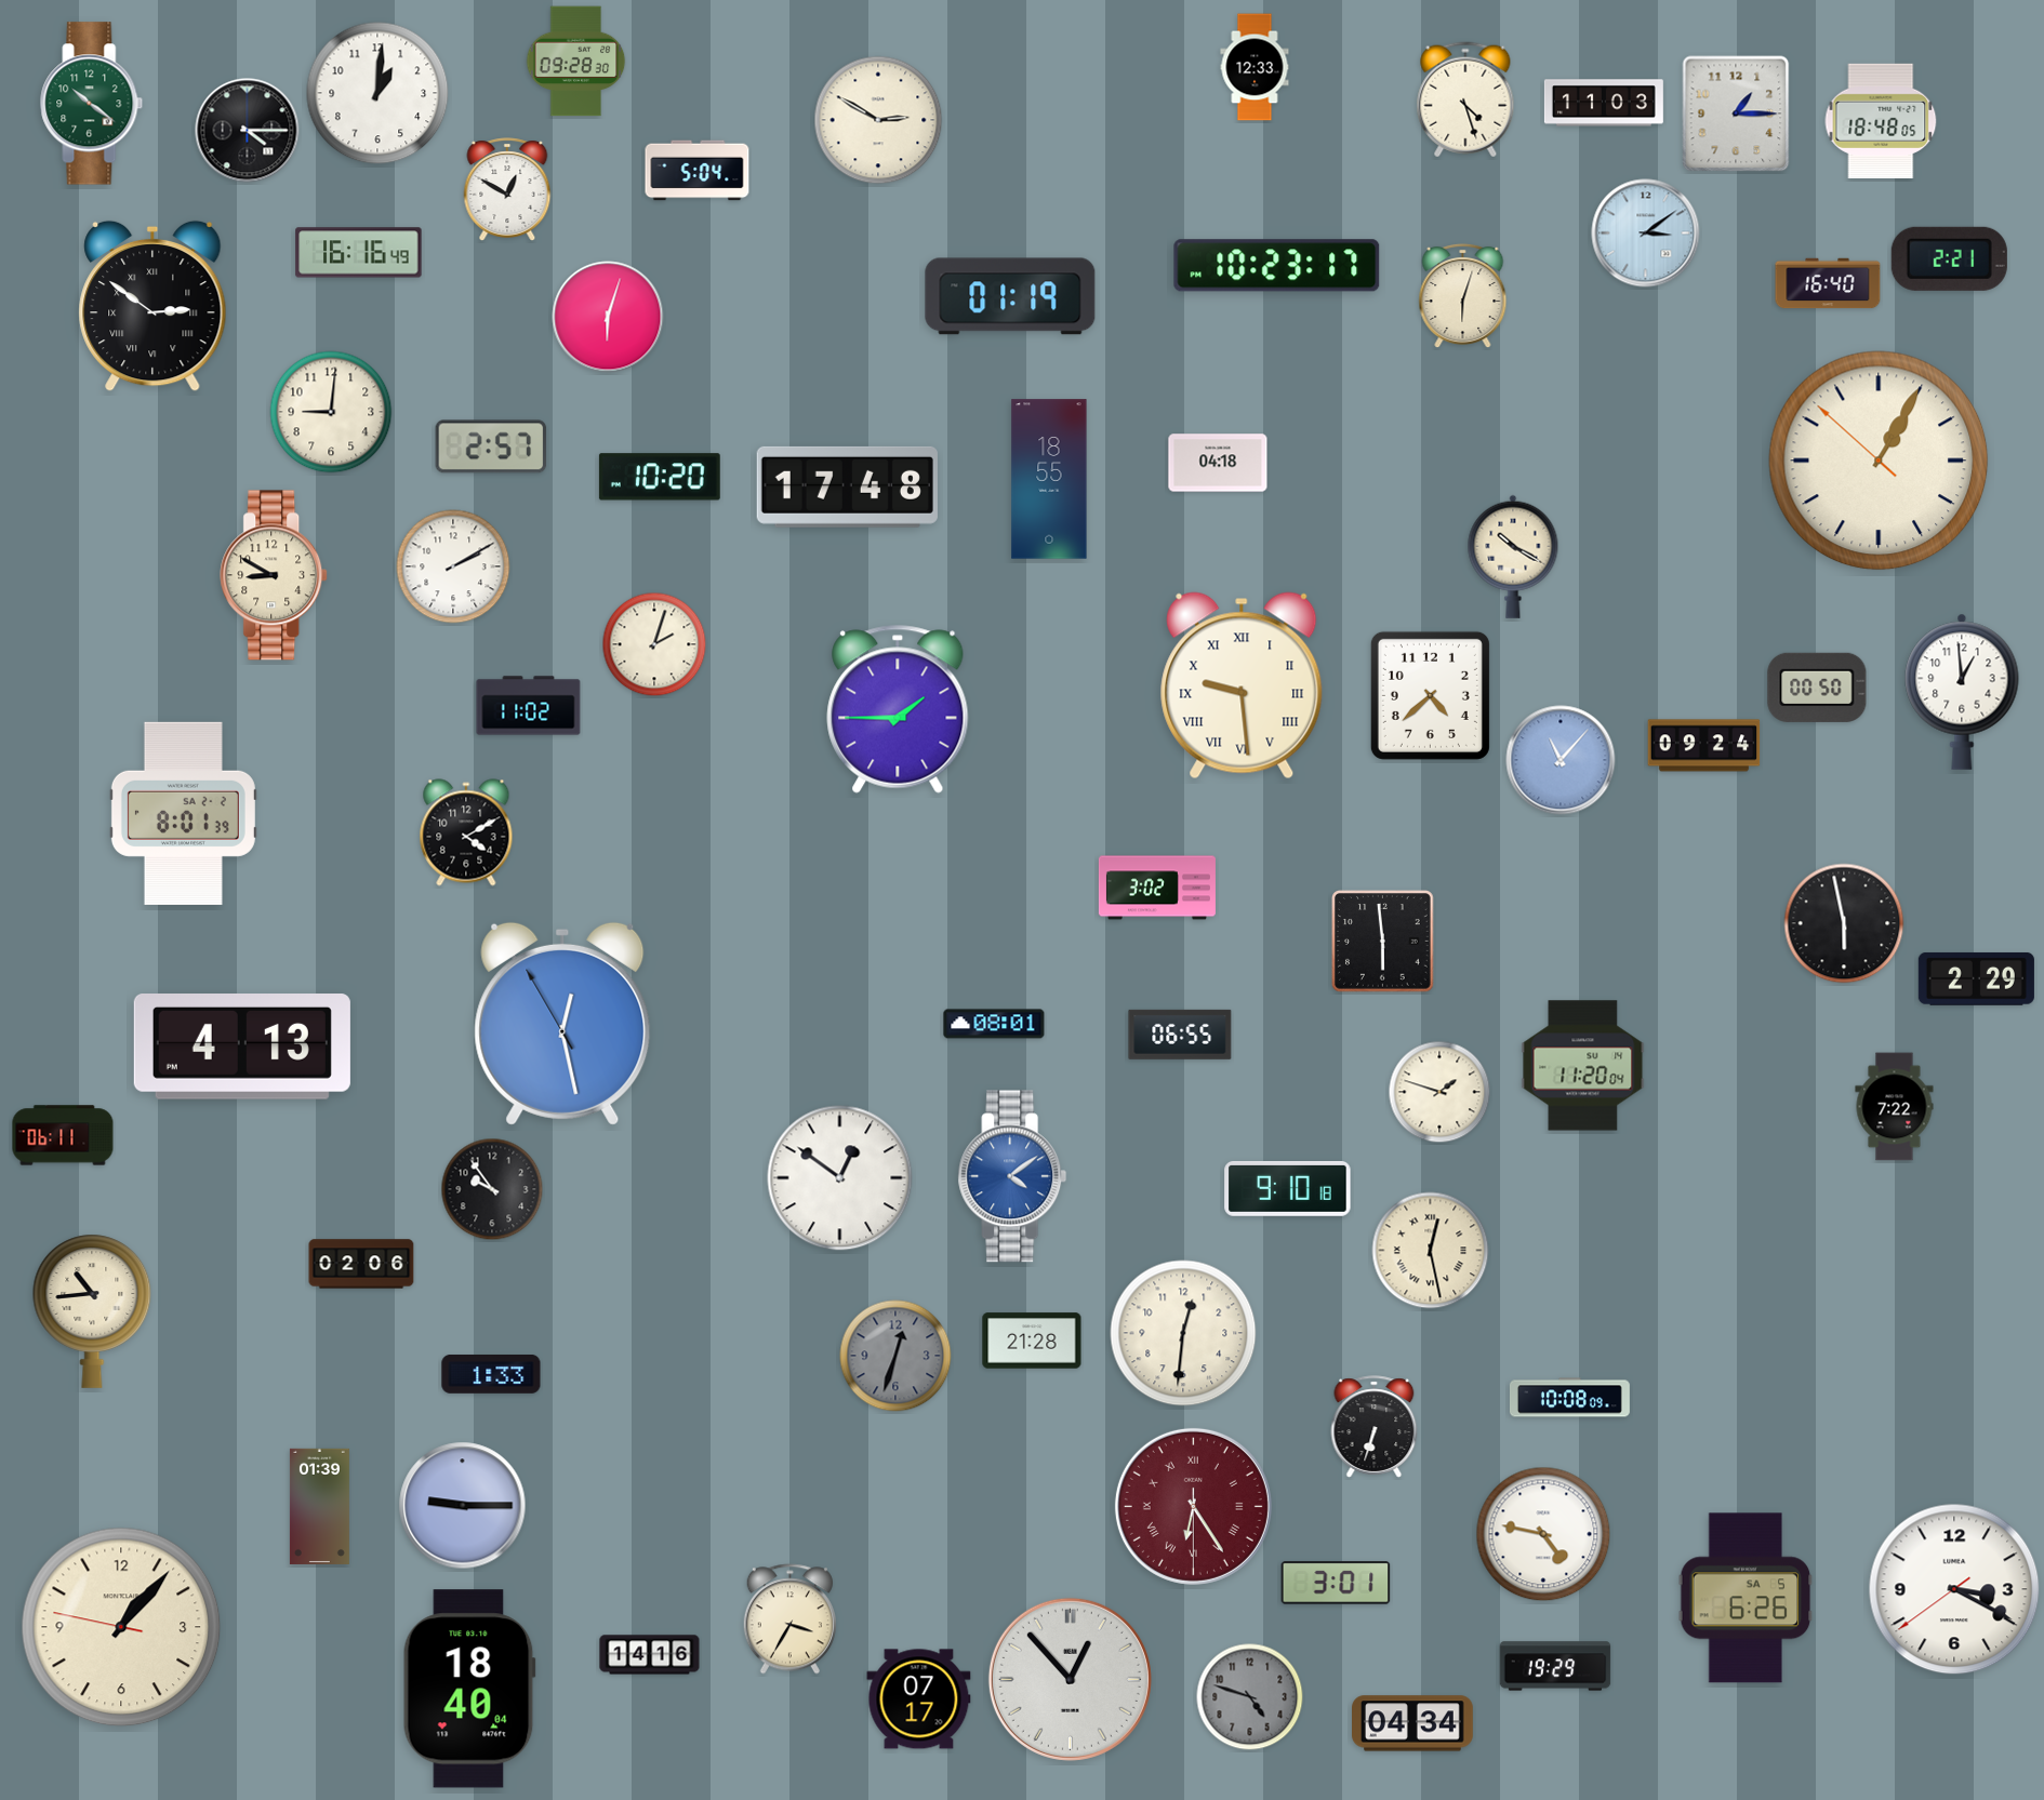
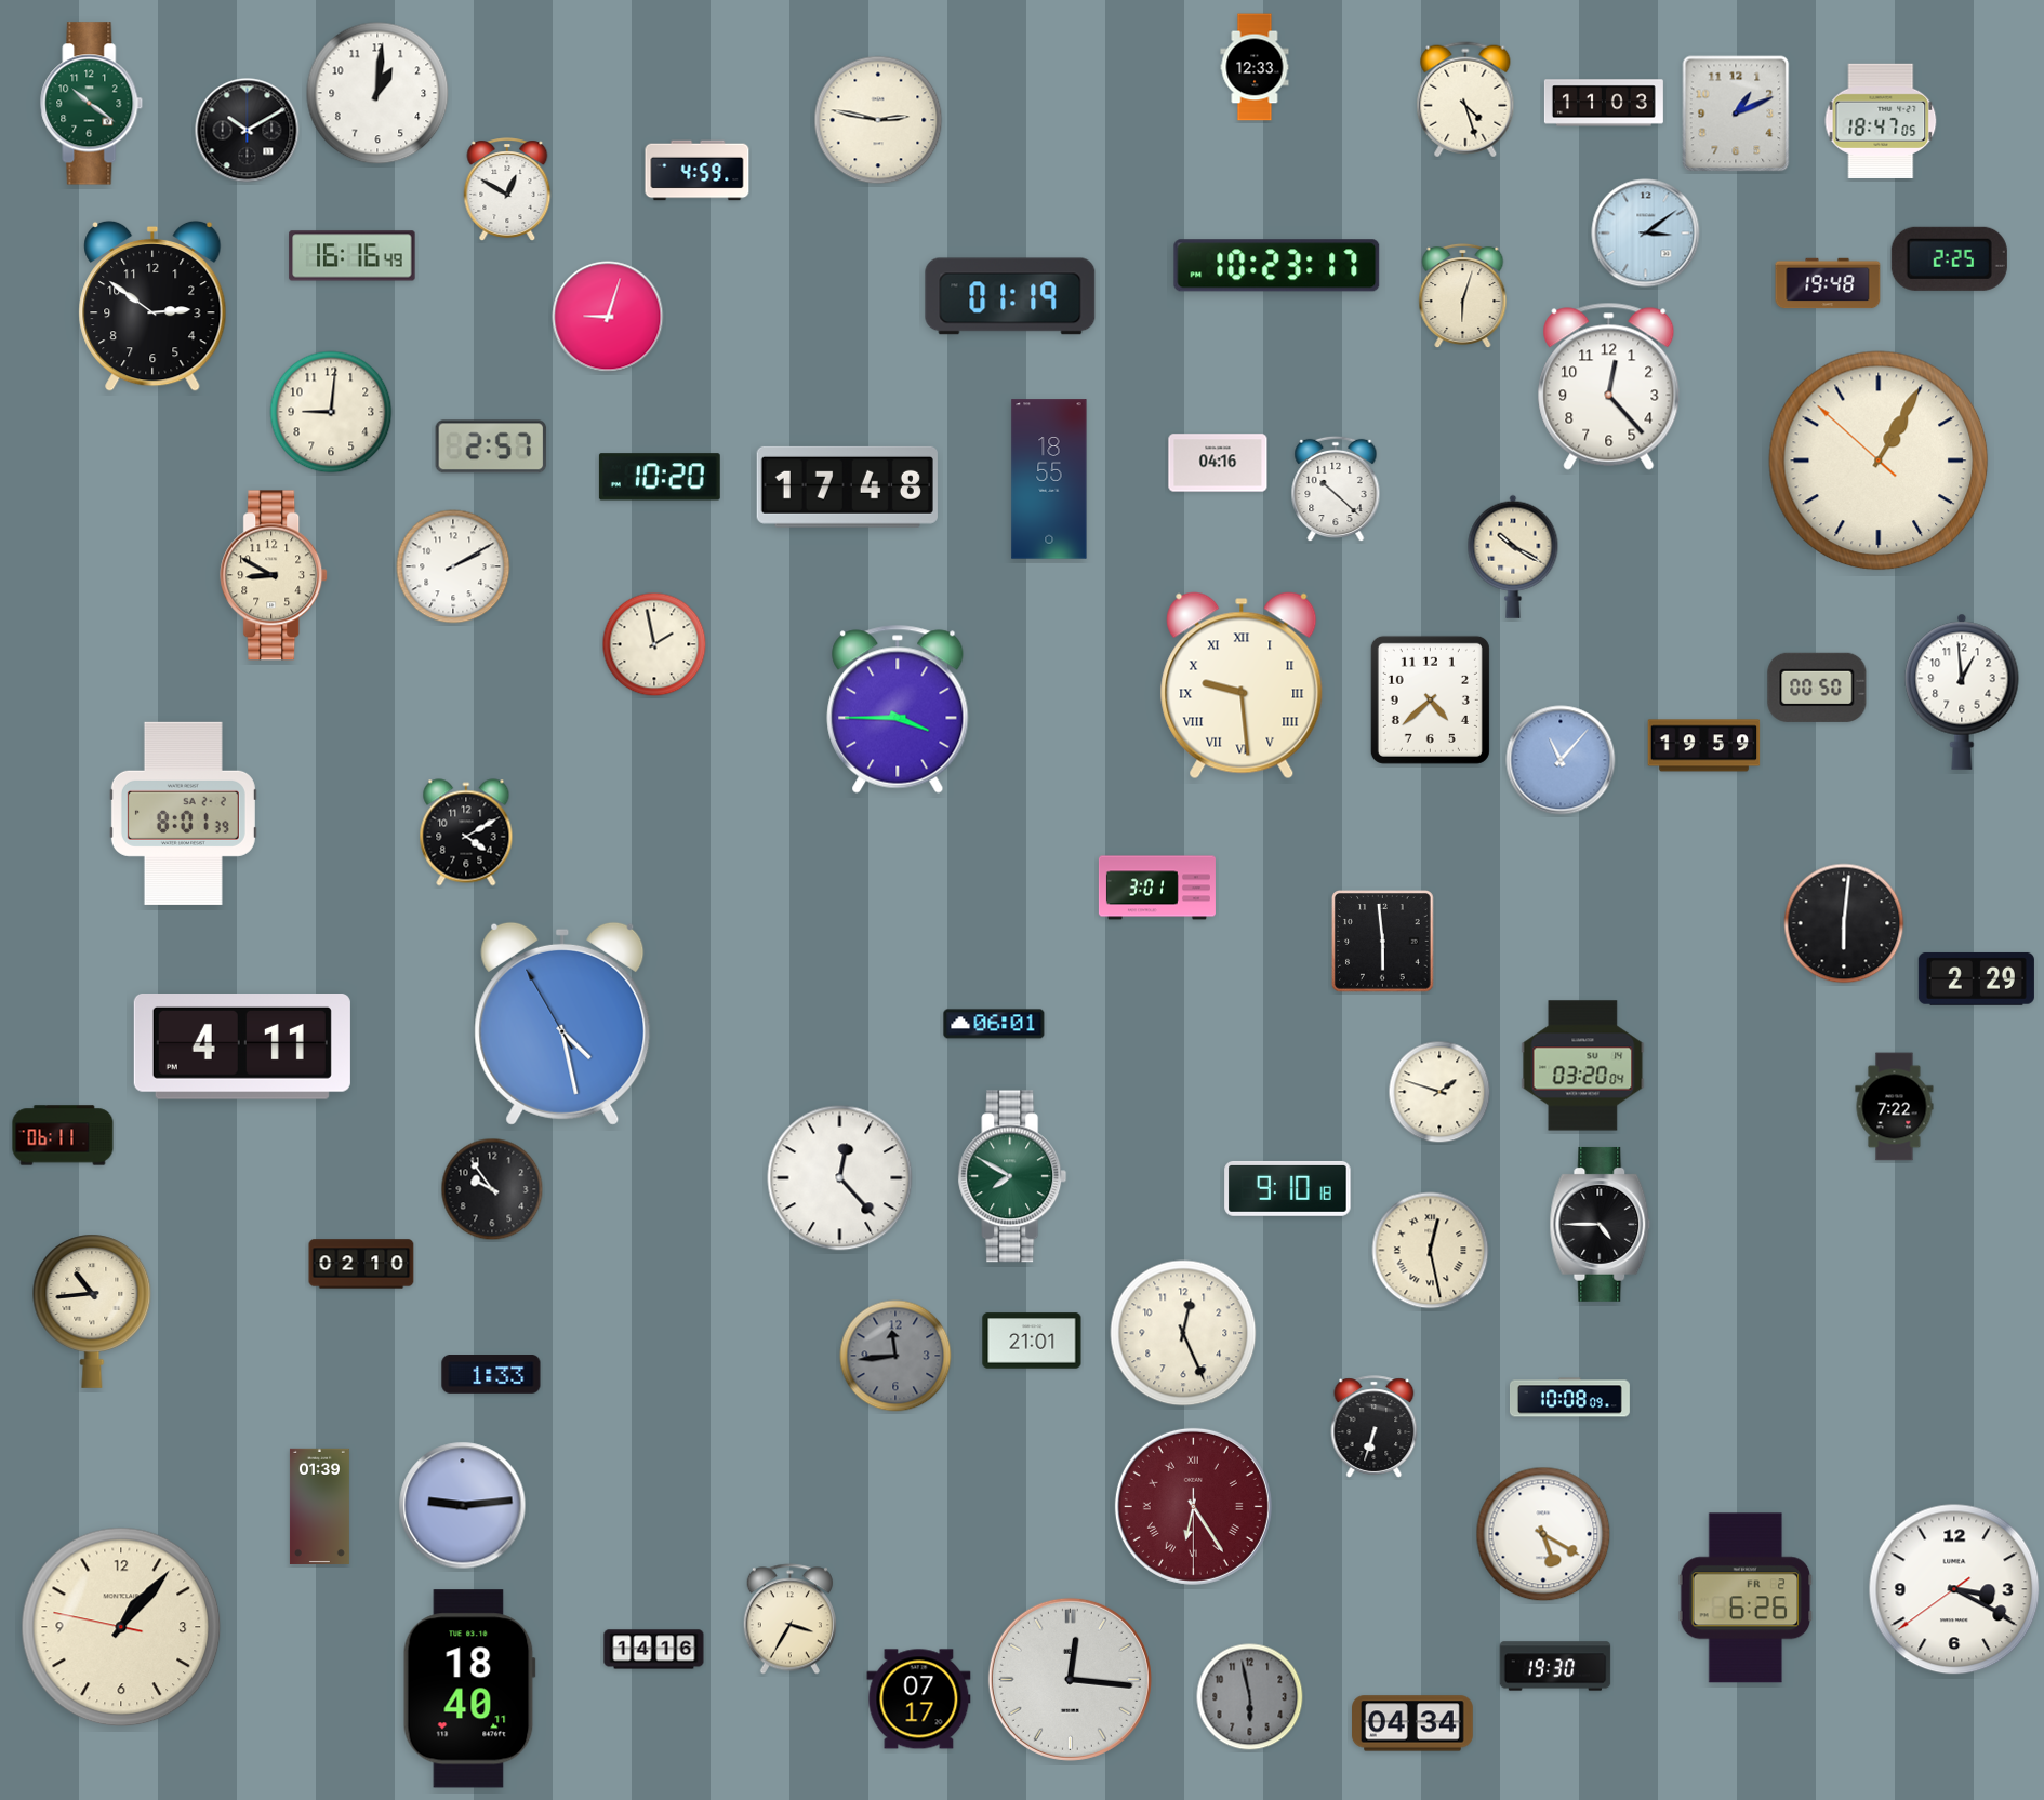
clock at (576, 62): 09:28 -> none
clock at (1736, 114): 1:15 -> 1:11
clock at (878, 120): 2:50 -> 2:47
clock at (1881, 121): 18:48 -> 18:47
clock at (248, 131): 4:15 -> 10:10
clock at (698, 171): 5:04 -> 4:59
clock at (359, 253) position: (359, 253) -> (353, 256)
clock at (1949, 258): 2:21 -> 2:25
clock at (1828, 283): 16:40 -> 19:48
clock at (152, 306) numerals: Roman -> Arabic
clock at (608, 317): 6:03 -> 9:03
clock at (1609, 386): none -> 12:23
clock at (1218, 463): 04:18 -> 04:16
clock at (1336, 489): none -> 10:22
clock at (654, 644): 2:03 -> 1:58
clock at (1430, 695) position: (1430, 695) -> (1430, 699)
clock at (529, 706): 11:02 -> none
clock at (898, 709): 1:45 -> 3:45
clock at (1704, 746): 09:24 -> 19:59
clock at (1157, 888): 3:02 -> 3:01
clock at (1844, 923): 5:58 -> 6:01
clock at (562, 1024): 12:27 -> 4:27
clock at (994, 1024): 08:01 -> 06:01
clock at (1180, 1035): 06:55 -> none
clock at (242, 1048): 4:13 -> 4:11
clock at (1583, 1066): 11:20 -> 03:20
clock at (1012, 1176): 4:09 -> 7:50
clock at (1012, 1176) dial: blue -> green
clock at (840, 1178): 12:51 -> 12:23
clock at (1601, 1224): none -> 4:45
clock at (361, 1264): 02:06 -> 02:10
clock at (1183, 1333): 12:31 -> 12:26
clock at (1032, 1341): 21:28 -> 21:01
clock at (895, 1356): 12:33 -> 11:44
clock at (463, 1506): 9:15 -> 9:14
clock at (1543, 1534): 4:47 -> 5:20
clock at (1336, 1583): 3:01 -> none
clock at (1746, 1598) date: SA 5 -> FR 2
clock at (650, 1655) position: (650, 1655) -> (654, 1650)
clock at (1555, 1666): 19:29 -> 19:30
clock at (1070, 1679): 12:53 -> 12:16
clock at (469, 1689): 18:40:04 -> 18:40:11
clock at (1250, 1697): 4:48 -> 5:58
